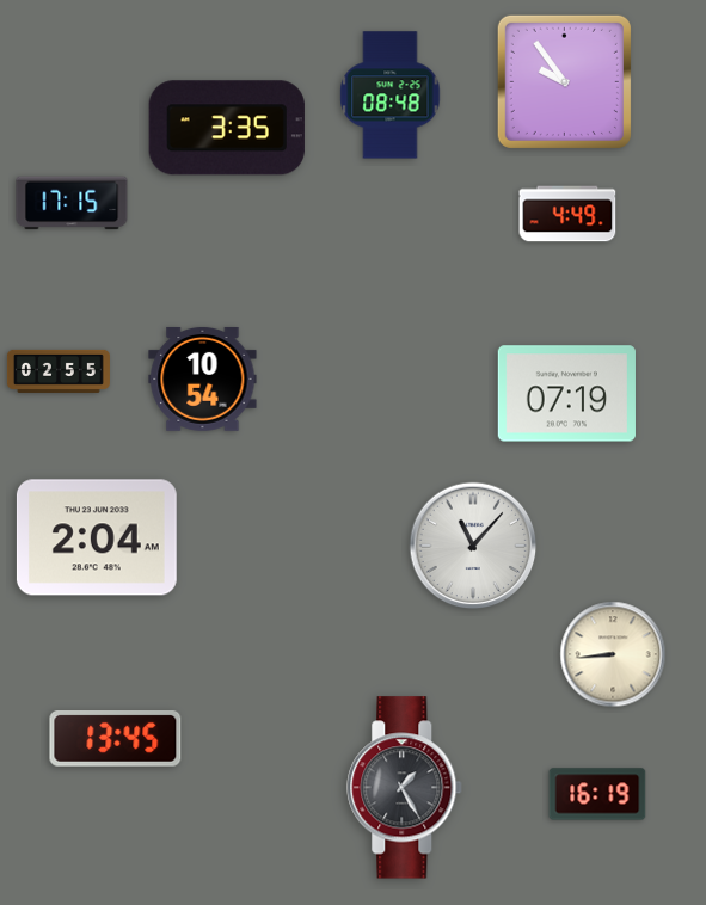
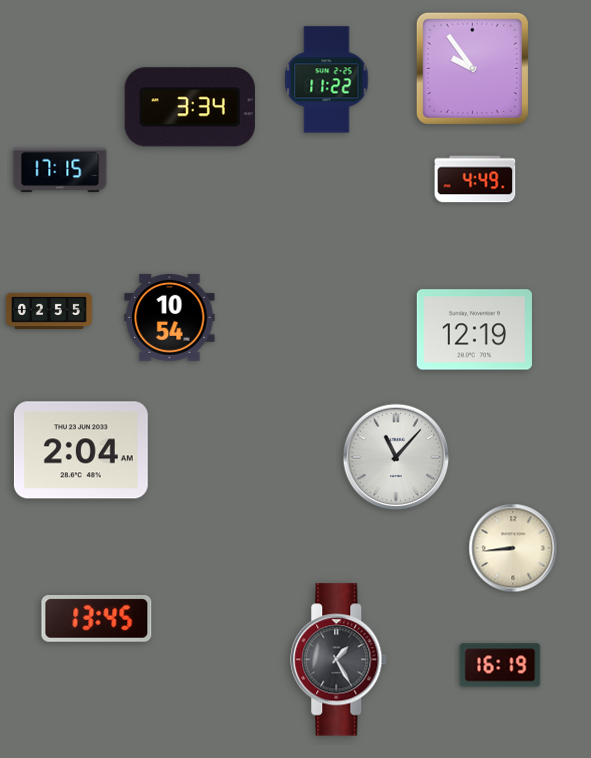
clock at (391, 96): 08:48 -> 11:22
clock at (227, 128): 3:35 -> 3:34
clock at (566, 394): 07:19 -> 12:19
